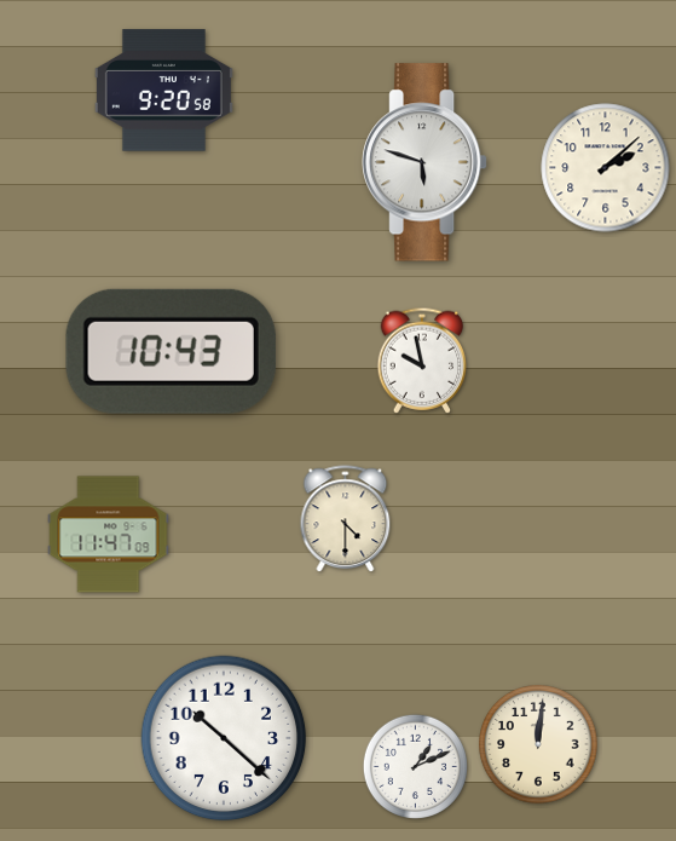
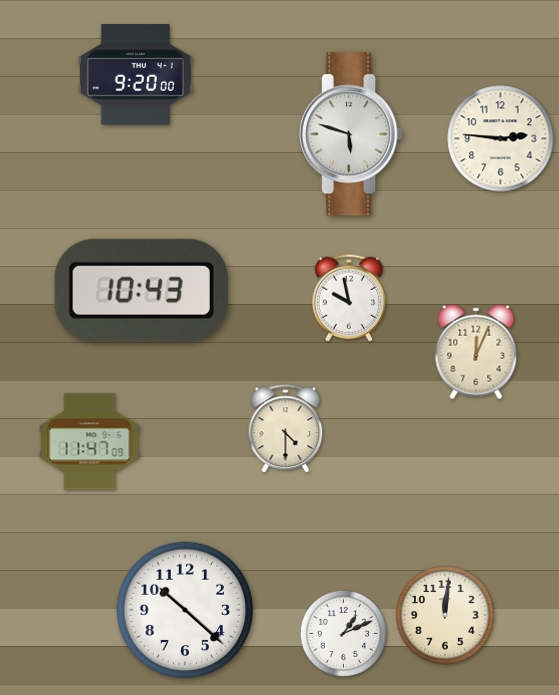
clock at (163, 91): 9:20:58 -> 9:20:00
clock at (606, 168): 2:08 -> 2:46
clock at (476, 352): none -> 12:04
